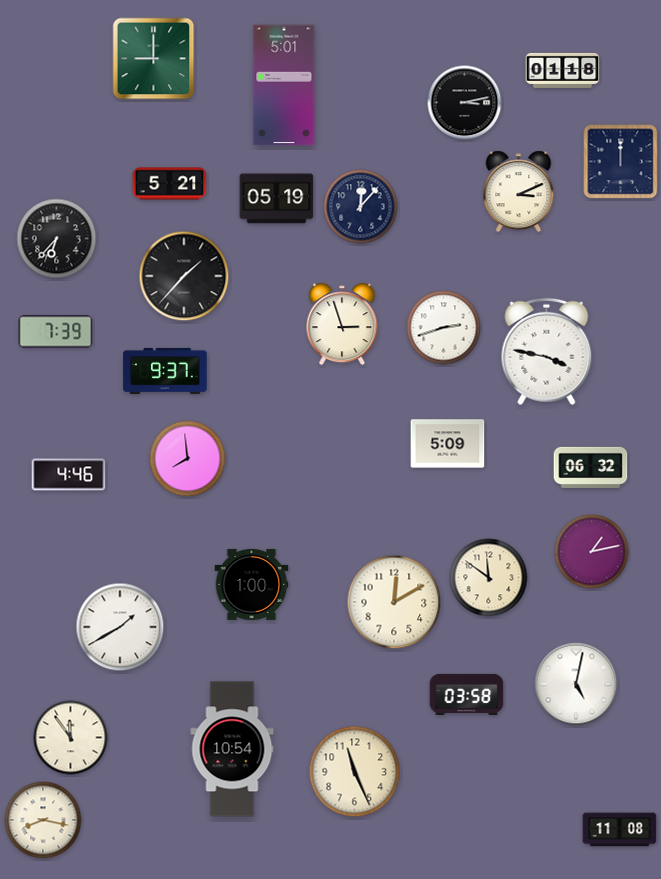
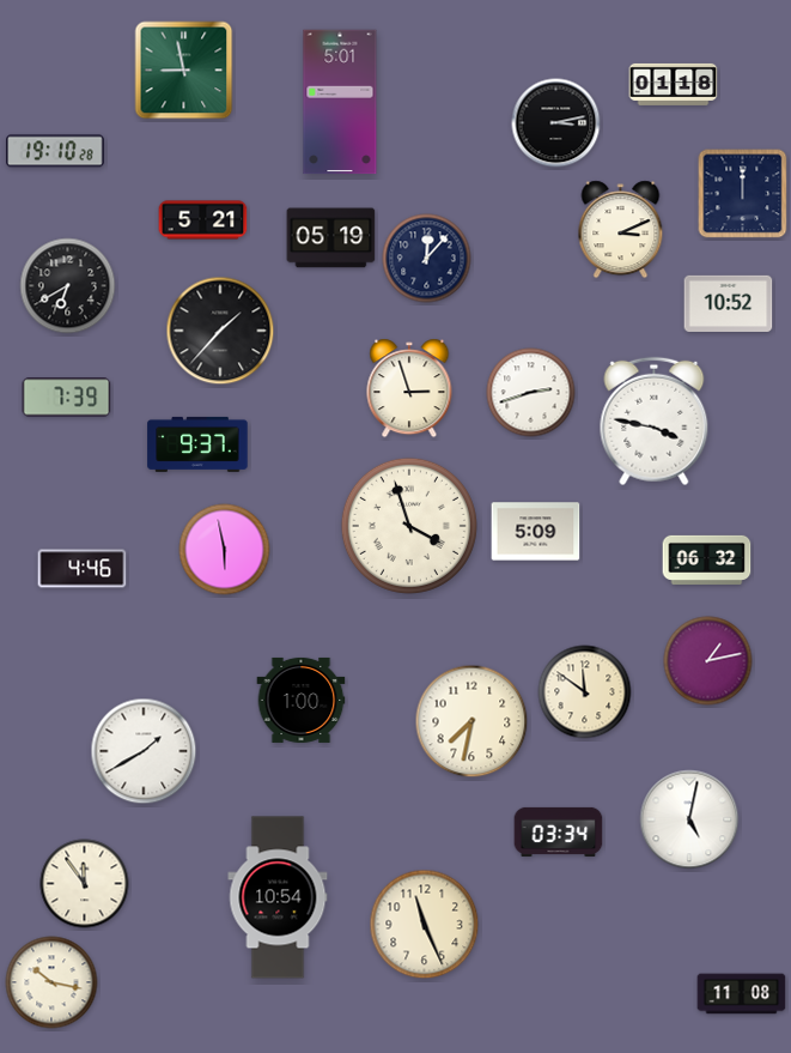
clock at (154, 59): 9:00 -> 8:58
clock at (56, 151): none -> 19:10
clock at (361, 207) position: (361, 207) -> (427, 259)
clock at (57, 239): 6:37 -> 6:40
clock at (729, 303): none -> 10:52
clock at (409, 526): none -> 3:57
clock at (188, 459): 7:59 -> 5:58
clock at (394, 602): 12:10 -> 7:32
clock at (467, 694): 03:58 -> 03:34
clock at (43, 820): 8:17 -> 10:17
